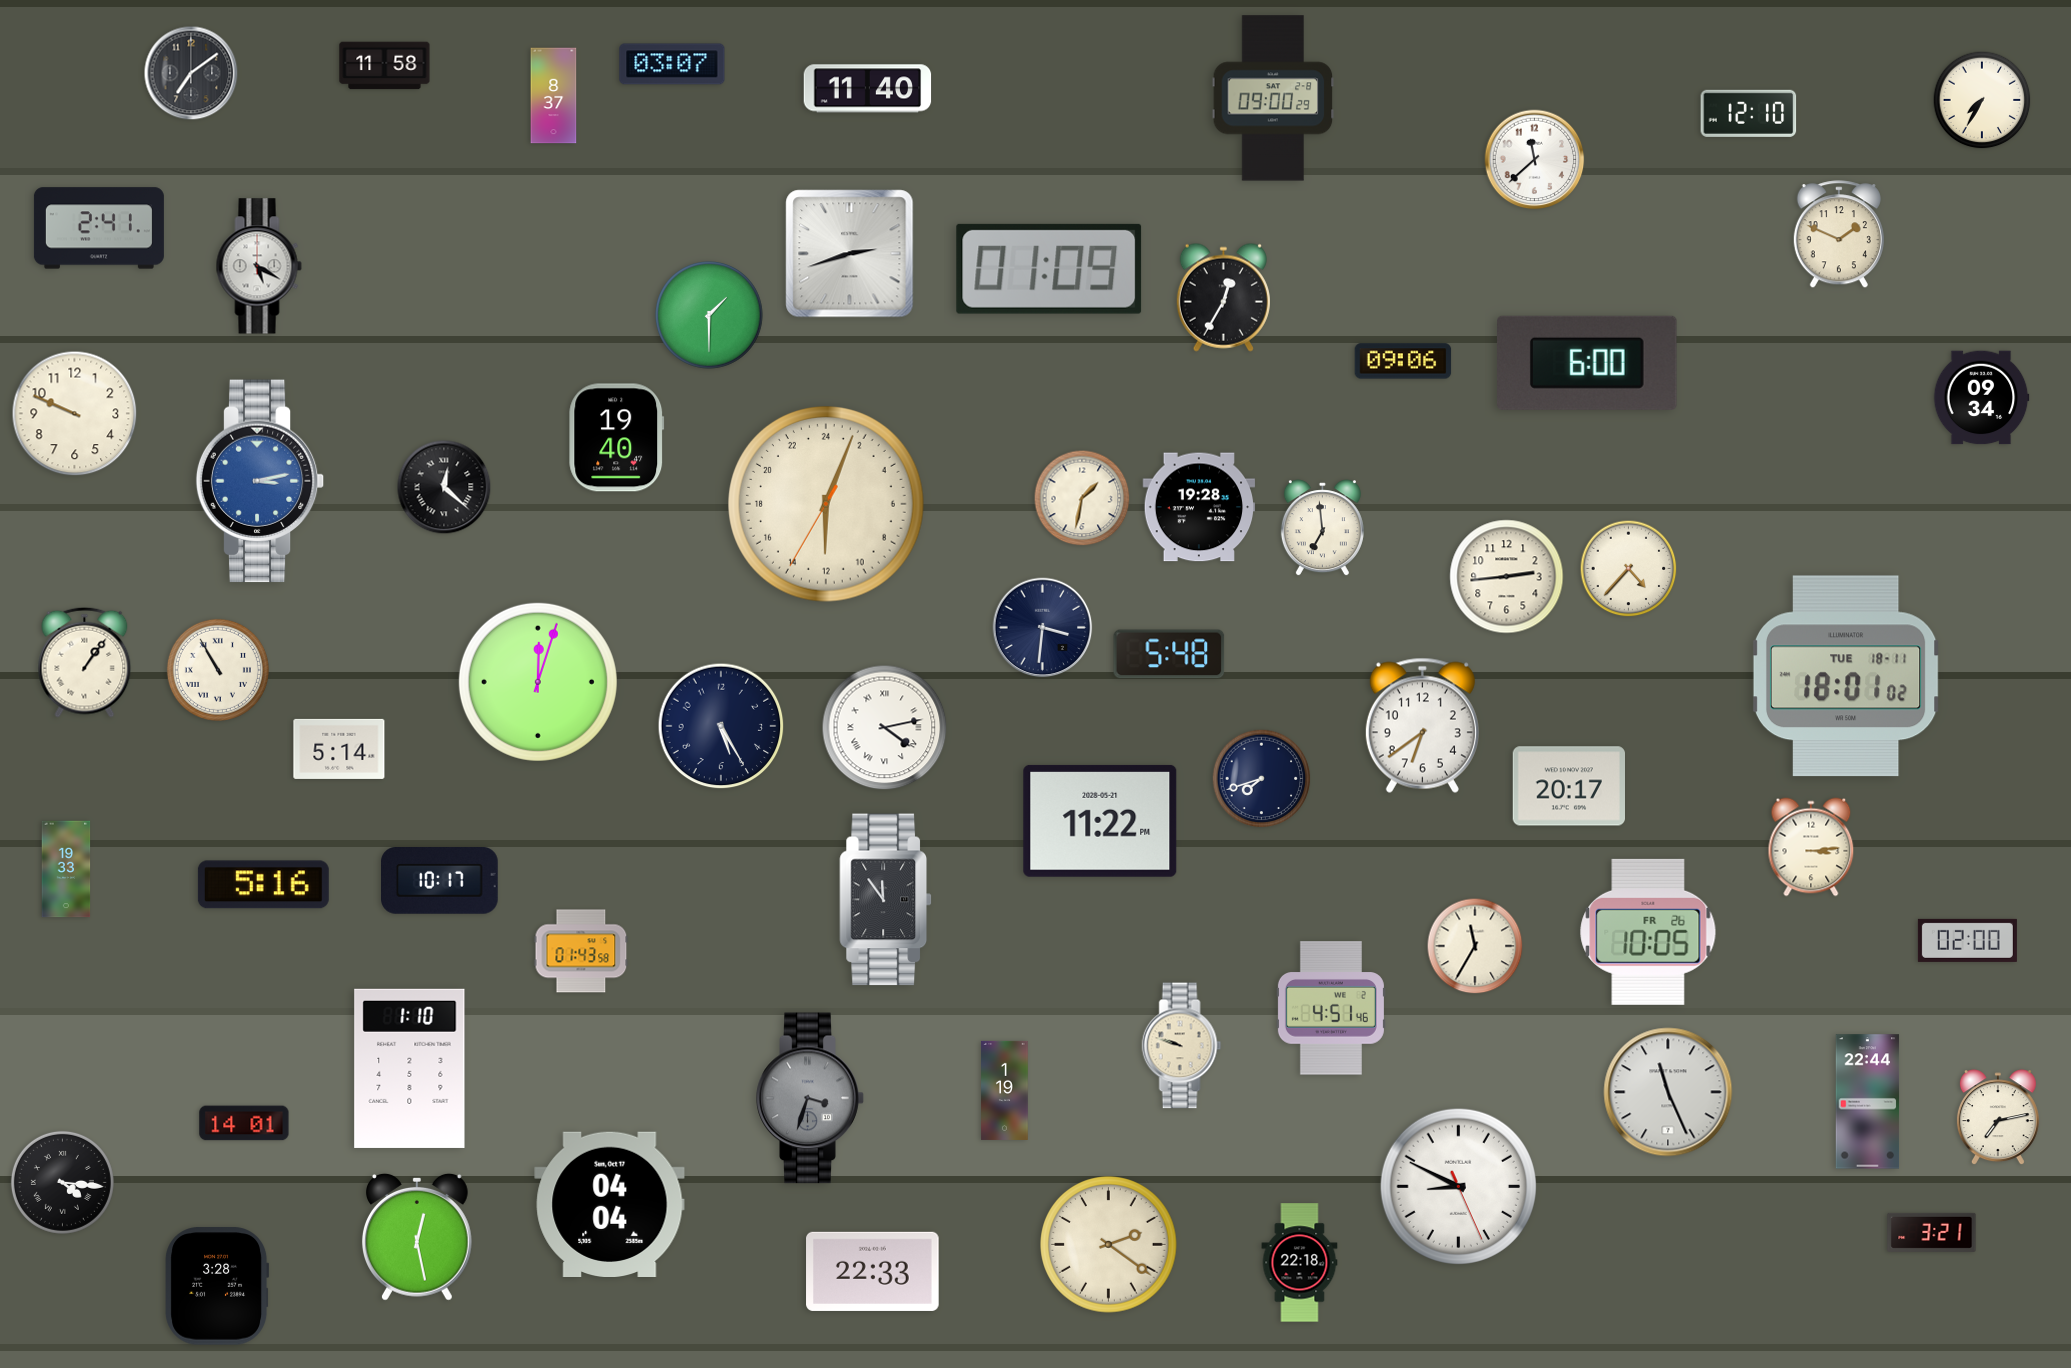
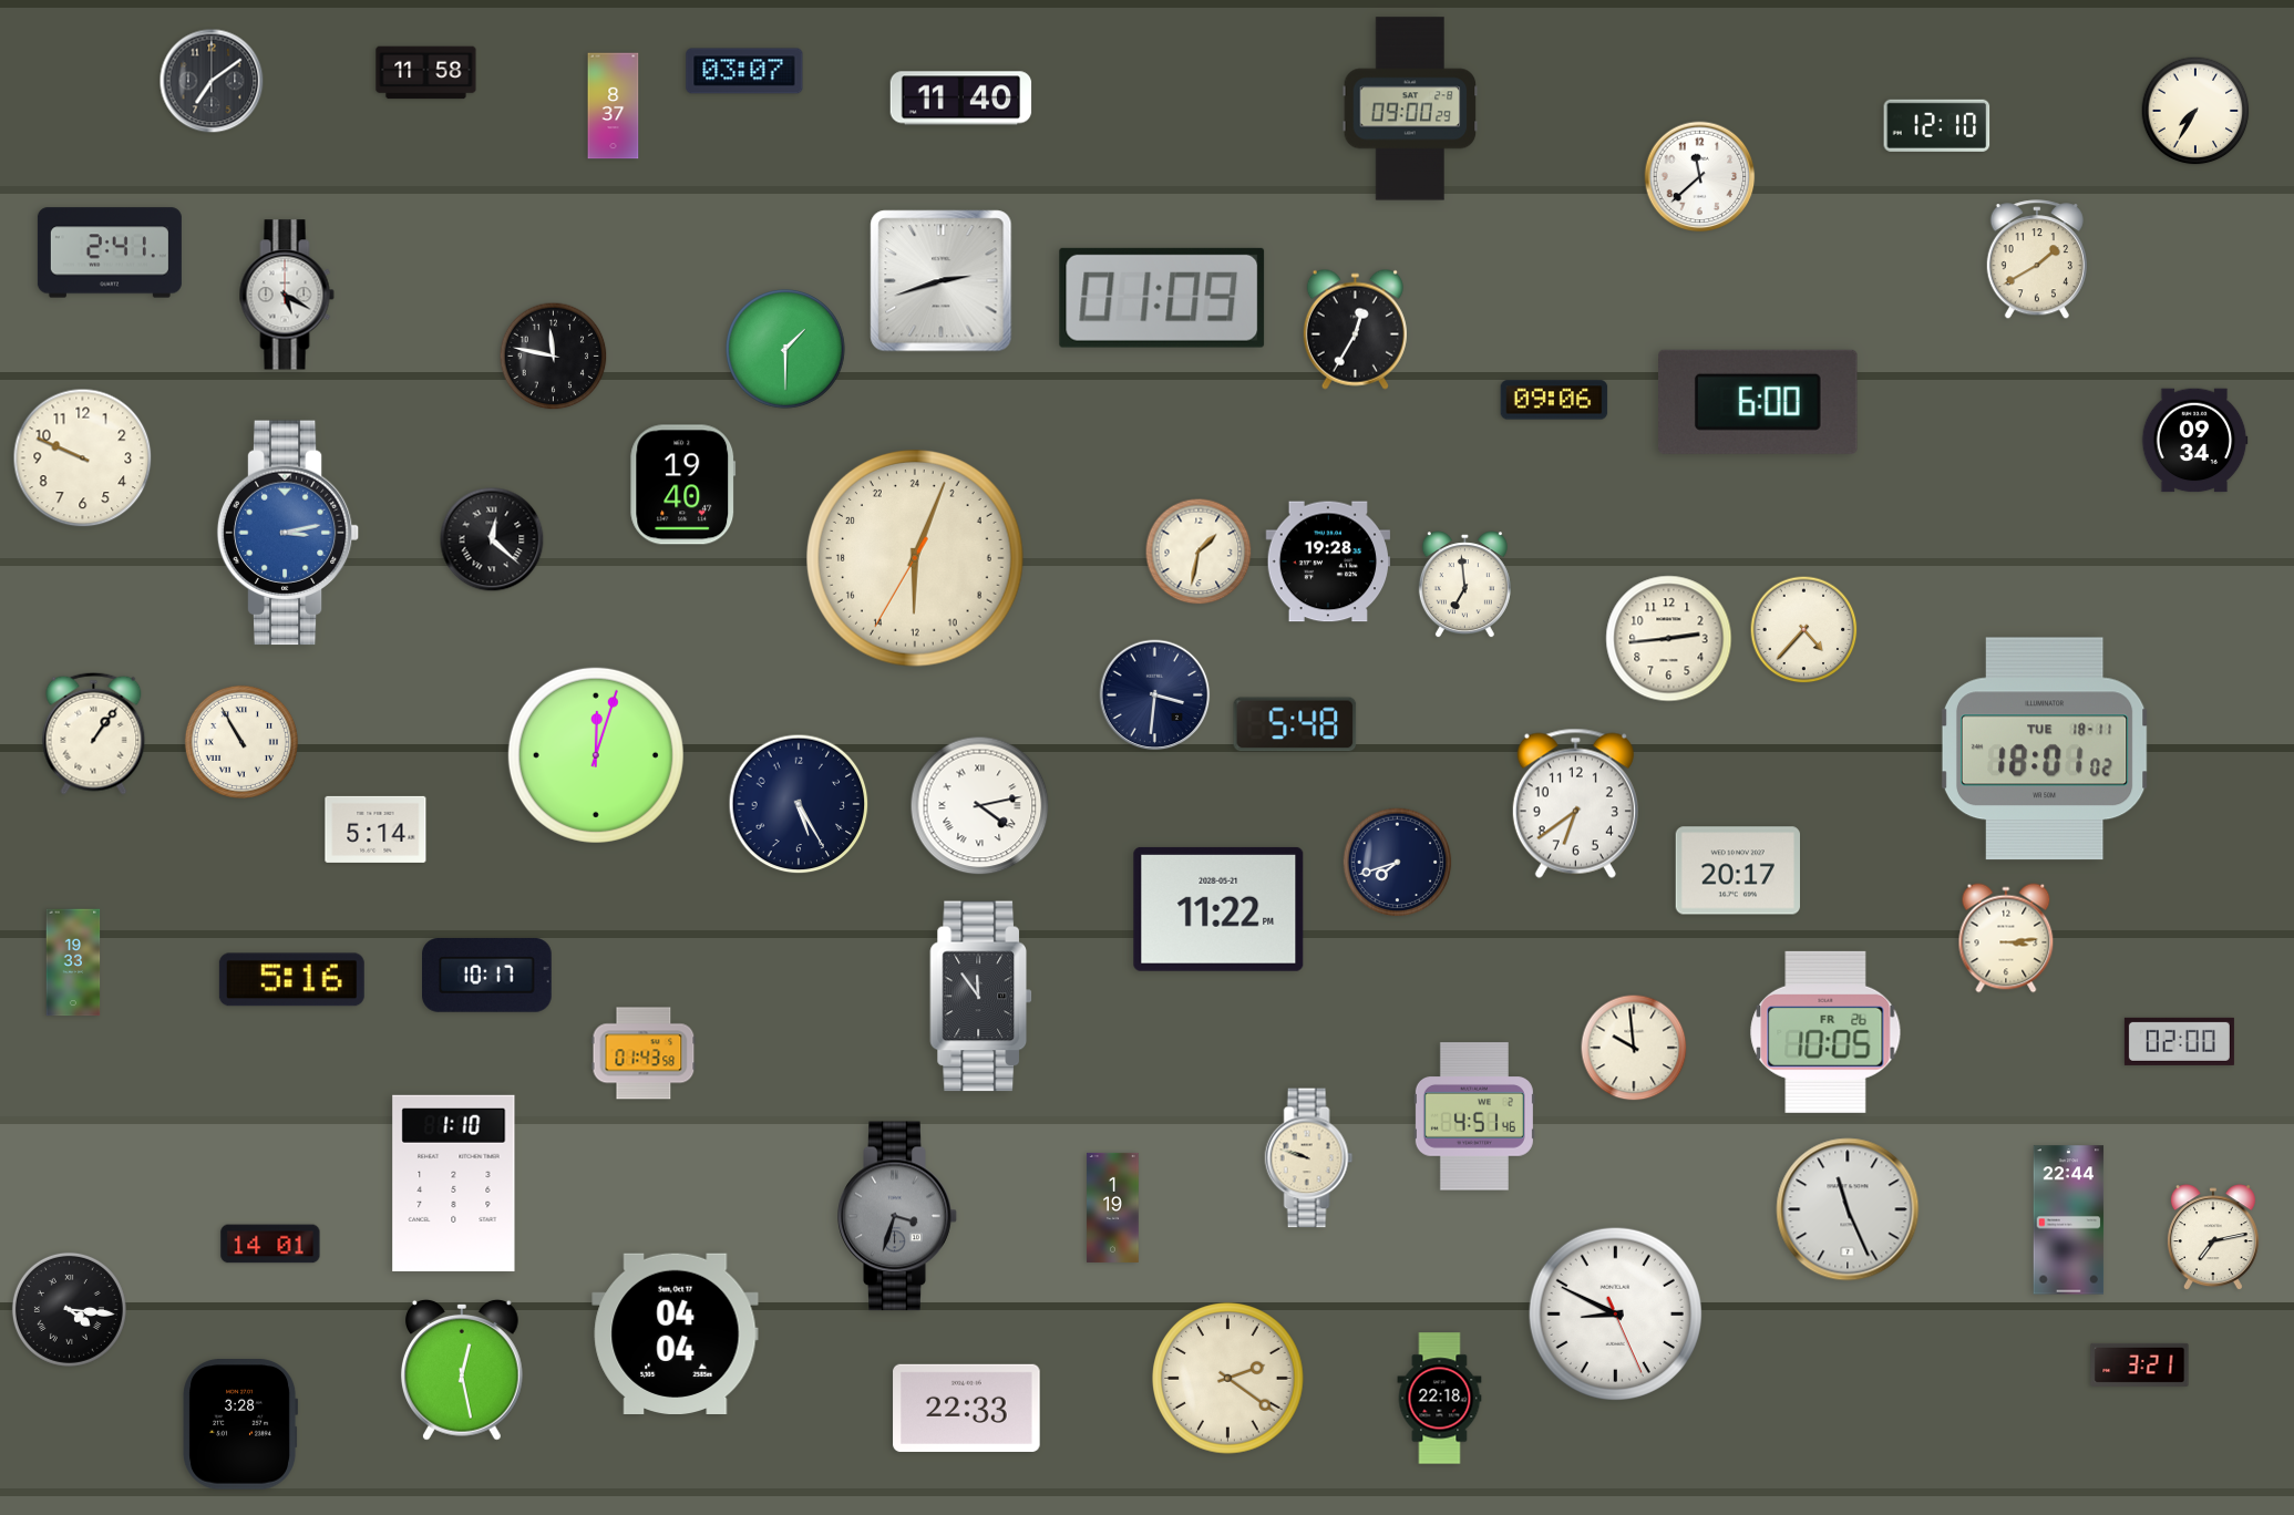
clock at (1839, 235): 1:49 -> 1:40
clock at (554, 357): none -> 11:47
clock at (1475, 946): 11:35 -> 9:59
